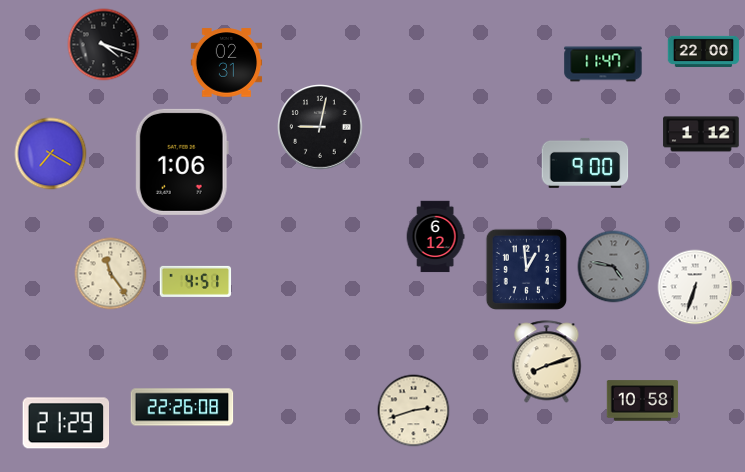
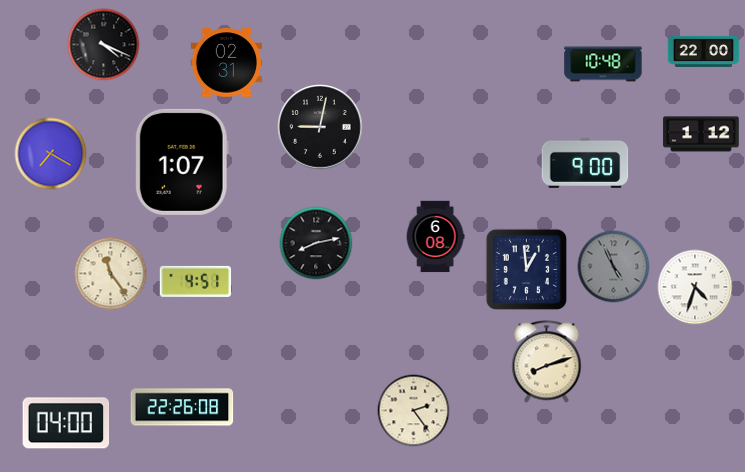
clock at (104, 45): 4:18 -> 4:19
clock at (603, 64): 11:47 -> 10:48
clock at (182, 162): 1:06 -> 1:07
clock at (435, 237): 6:12 -> 6:08
clock at (316, 243): none -> 8:13
clock at (614, 267): 4:47 -> 4:56
clock at (695, 287): 6:33 -> 4:33
clock at (643, 401): 10:58 -> none
clock at (414, 411): 2:42 -> 2:24
clock at (66, 423): 21:29 -> 04:00
